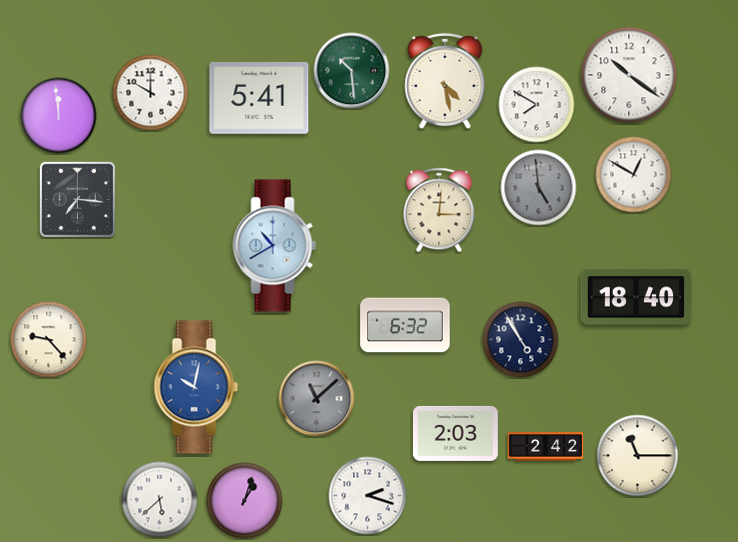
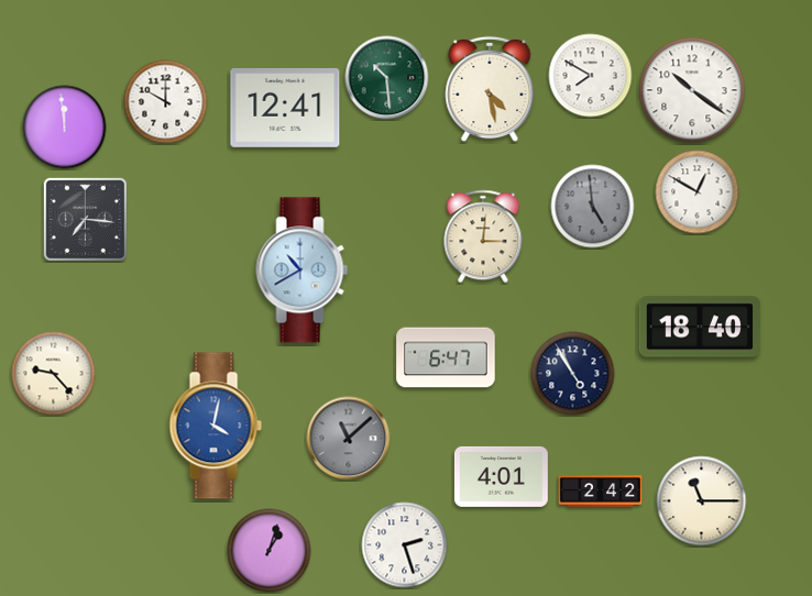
clock at (629, 75) position: (629, 75) -> (692, 90)
clock at (259, 98): 5:41 -> 12:41
clock at (537, 105) position: (537, 105) -> (591, 76)
clock at (439, 210) position: (439, 210) -> (483, 236)
clock at (405, 325): 6:32 -> 6:47
clock at (196, 387): 10:02 -> 4:02
clock at (455, 433): 2:03 -> 4:01
clock at (368, 496): 2:18 -> 2:27
clock at (160, 500): 5:38 -> none
